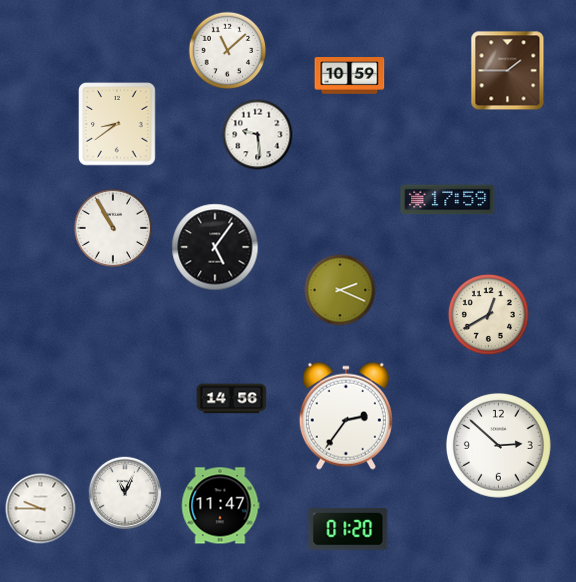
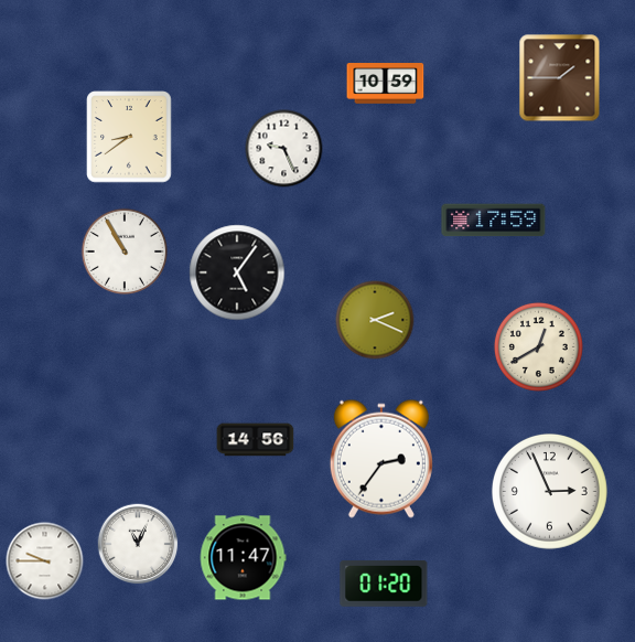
clock at (228, 51): 11:08 -> none
clock at (258, 135): 9:29 -> 9:26
clock at (498, 445): 2:52 -> 2:56
